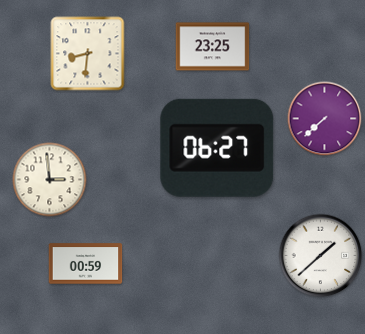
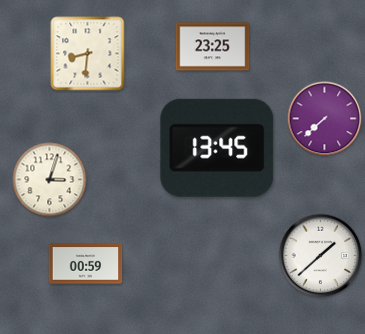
clock at (217, 148): 06:27 -> 13:45
clock at (50, 180): 2:59 -> 3:03
